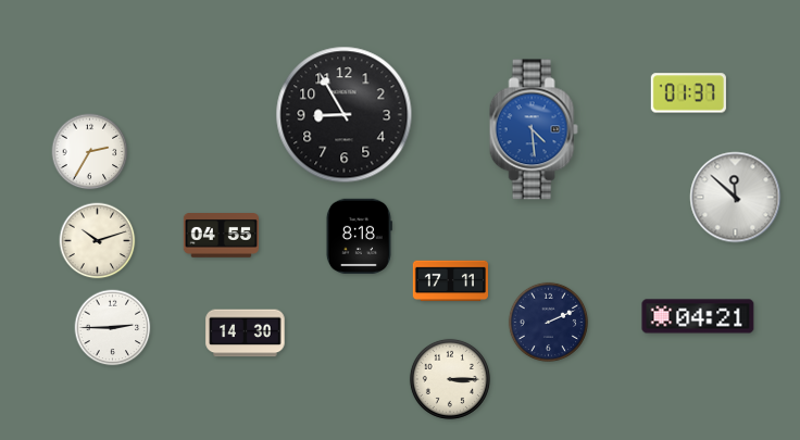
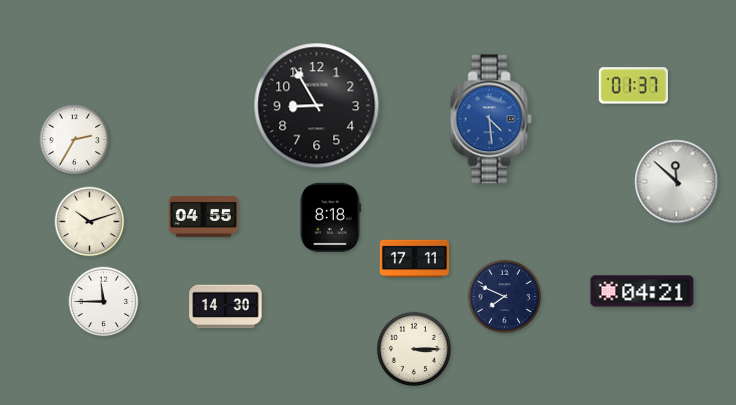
clock at (90, 152) position: (90, 152) -> (75, 140)
clock at (548, 322): 2:11 -> 7:49
clock at (113, 328): 2:45 -> 11:45
